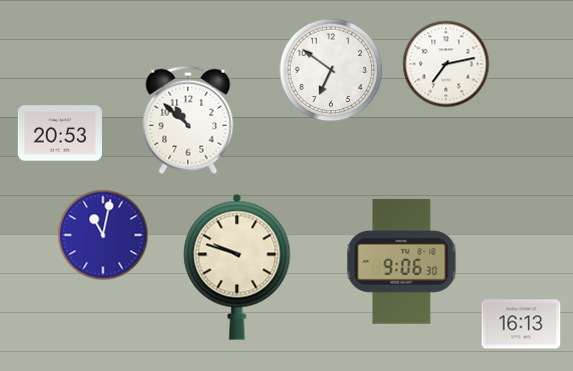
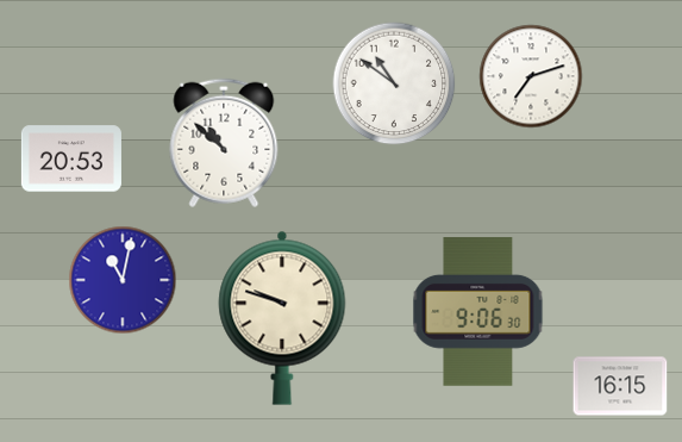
clock at (446, 64): 7:13 -> 7:12
clock at (331, 70): 6:51 -> 10:51
clock at (521, 324): 16:13 -> 16:15
